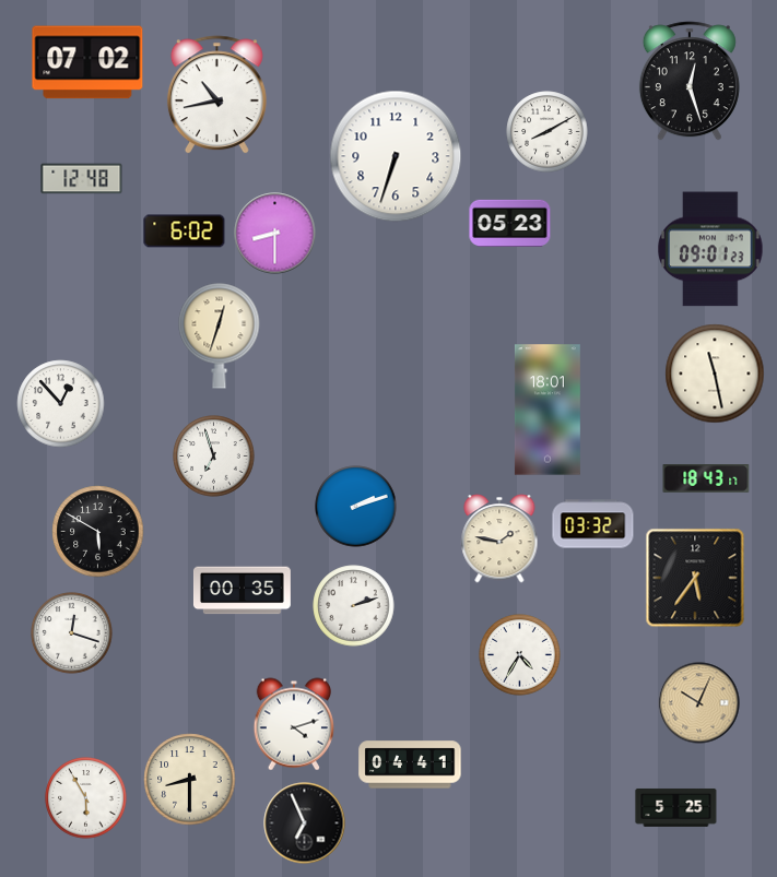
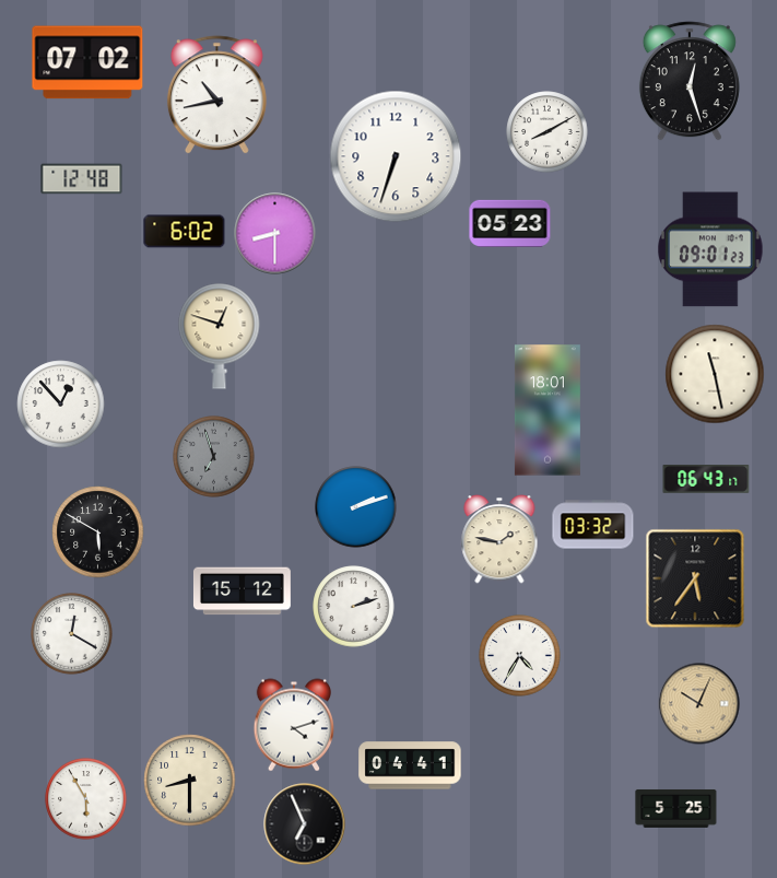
clock at (220, 335): 12:33 -> 12:48
clock at (214, 457) dial: white -> grey
clock at (706, 479): 18:43 -> 06:43
clock at (242, 591): 00:35 -> 15:12
clock at (72, 633): 12:18 -> 12:20
